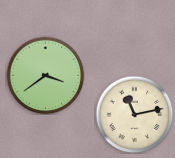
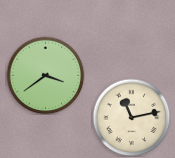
clock at (134, 114) position: (134, 114) -> (131, 117)
